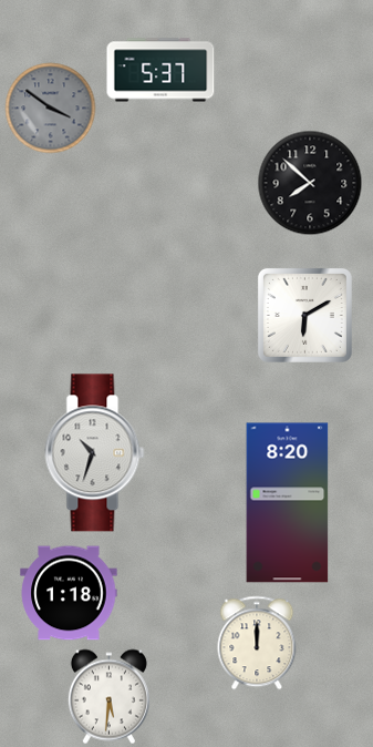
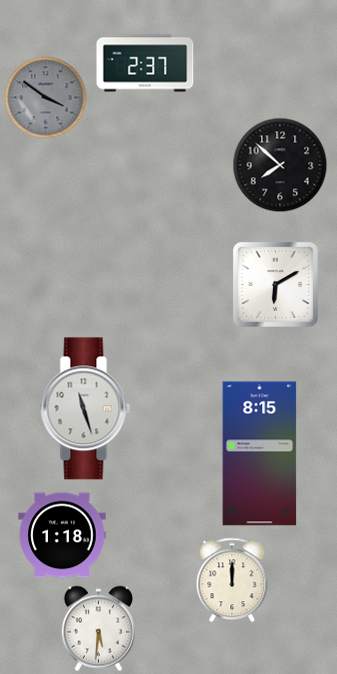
clock at (160, 70): 5:37 -> 2:37
clock at (95, 453): 10:33 -> 11:27
clock at (288, 503): 8:20 -> 8:15
